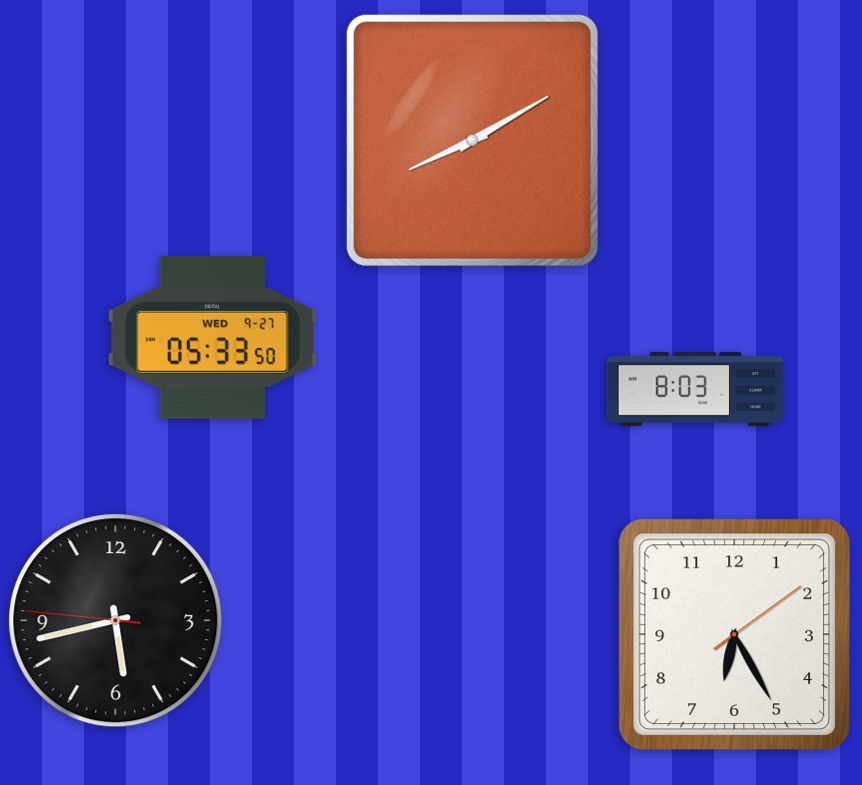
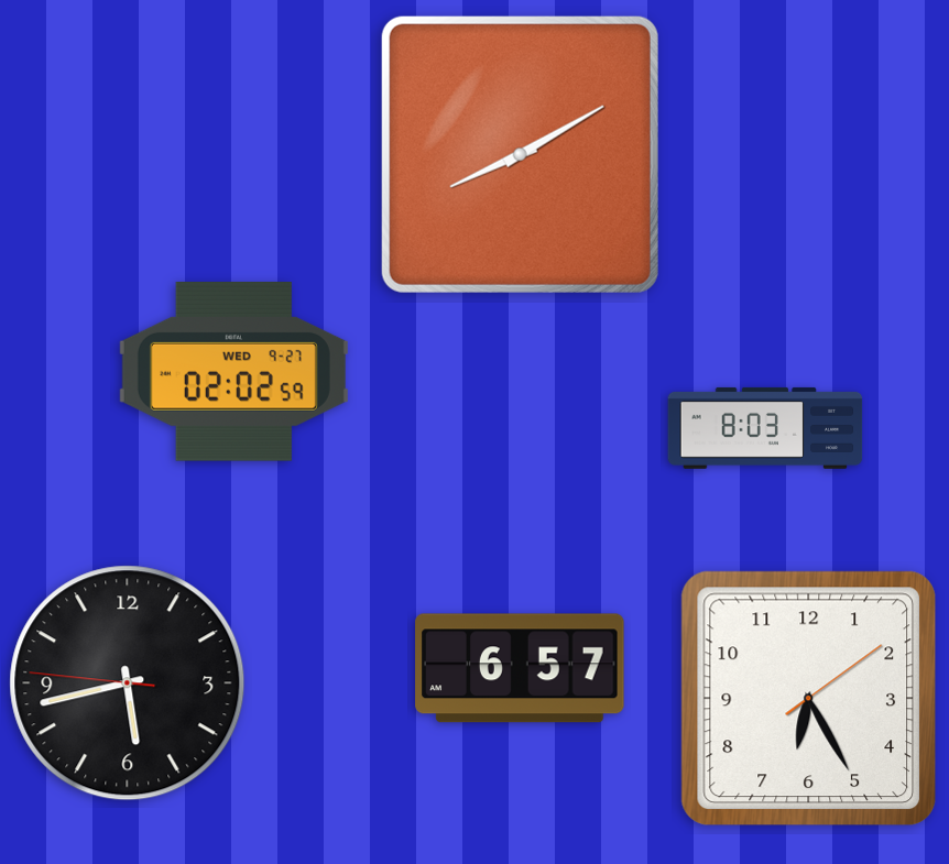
clock at (212, 337): 05:33 -> 02:02
clock at (520, 668): none -> 6:57
